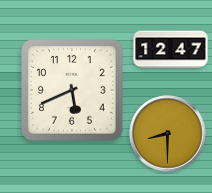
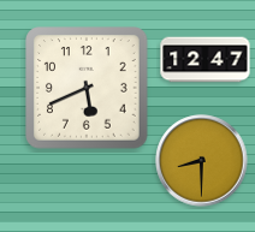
clock at (72, 90) position: (72, 90) -> (87, 88)
